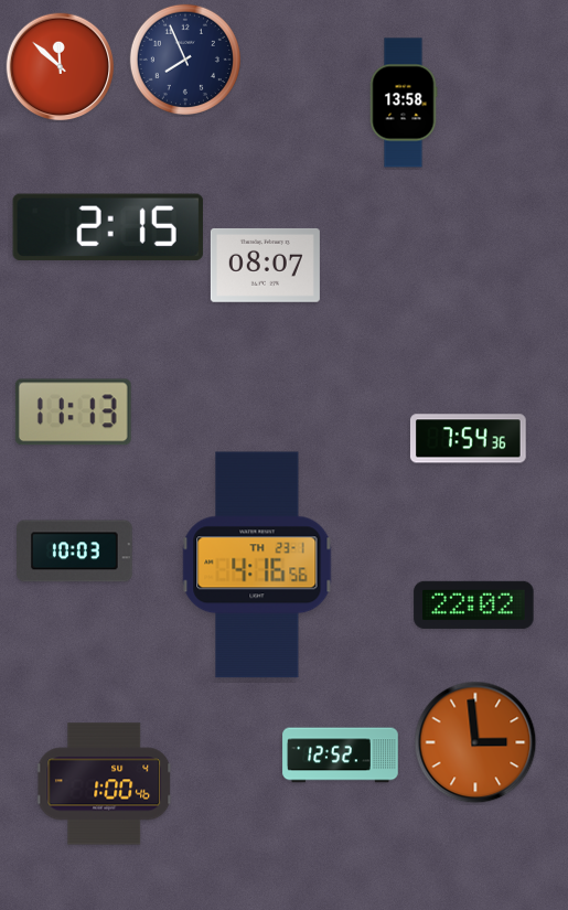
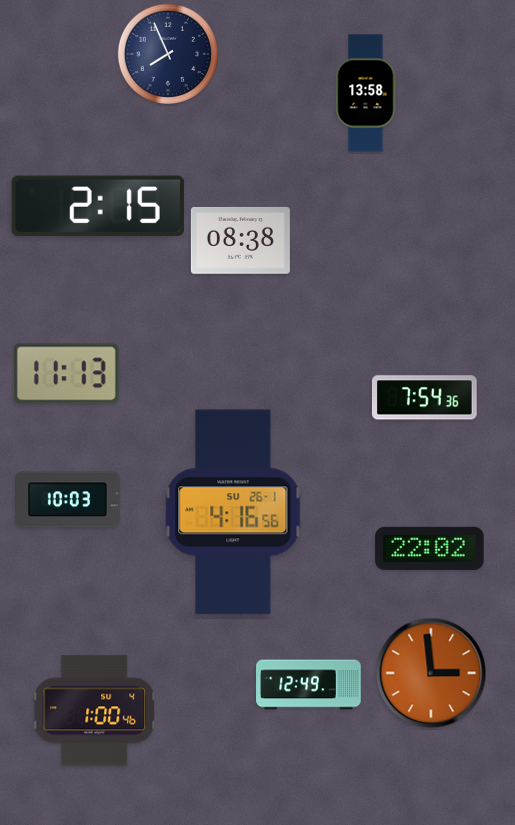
clock at (61, 67): 11:52 -> none
clock at (265, 265): 08:07 -> 08:38
clock at (257, 565) date: TH 23-1 -> SU 26-1
clock at (341, 756): 12:52 -> 12:49
